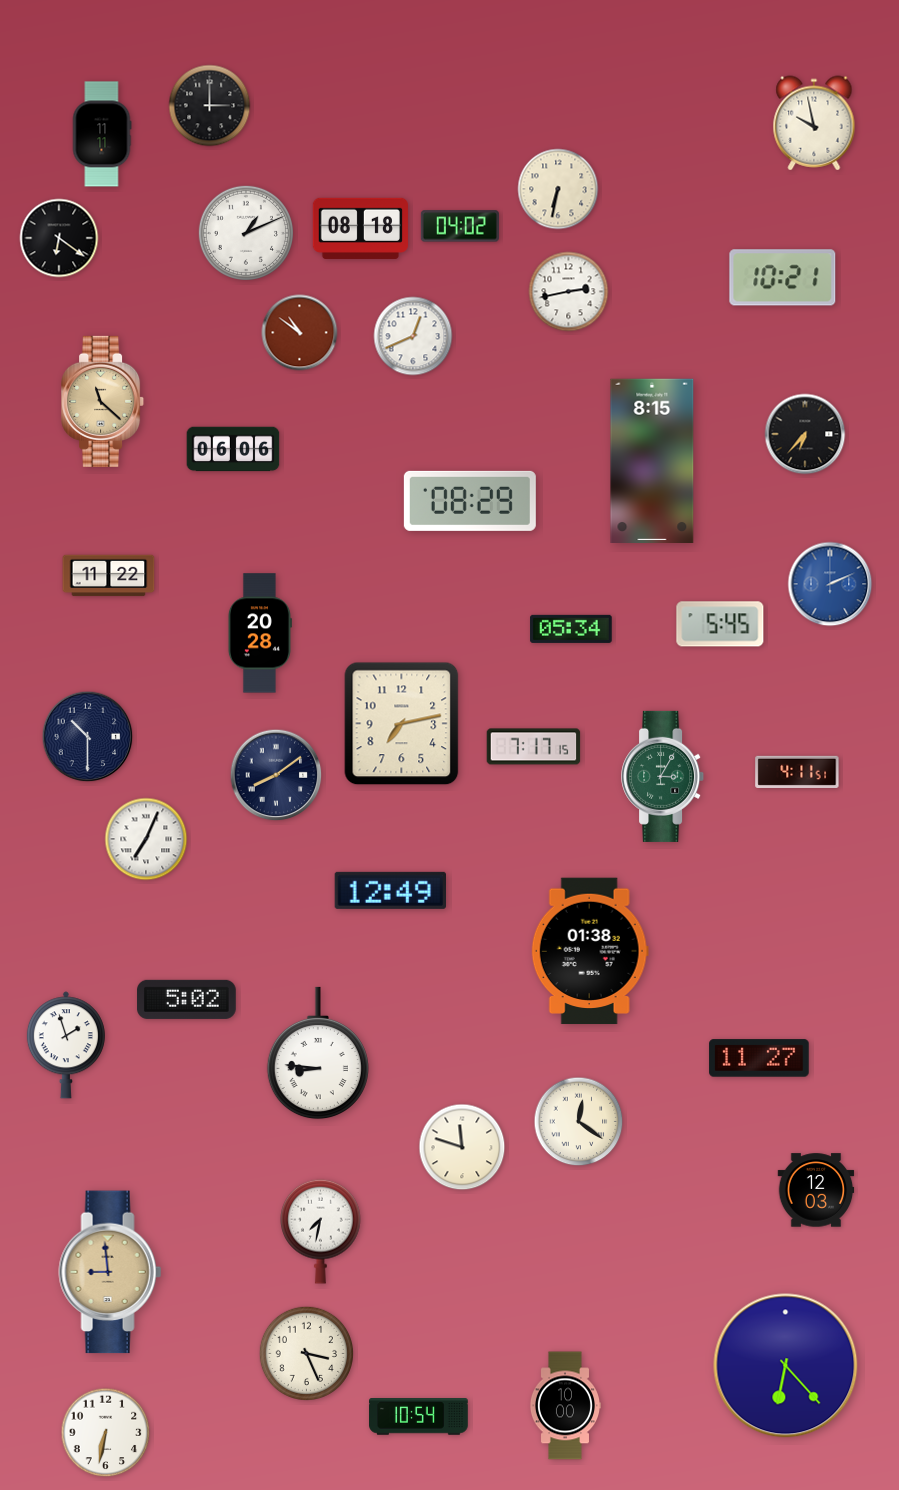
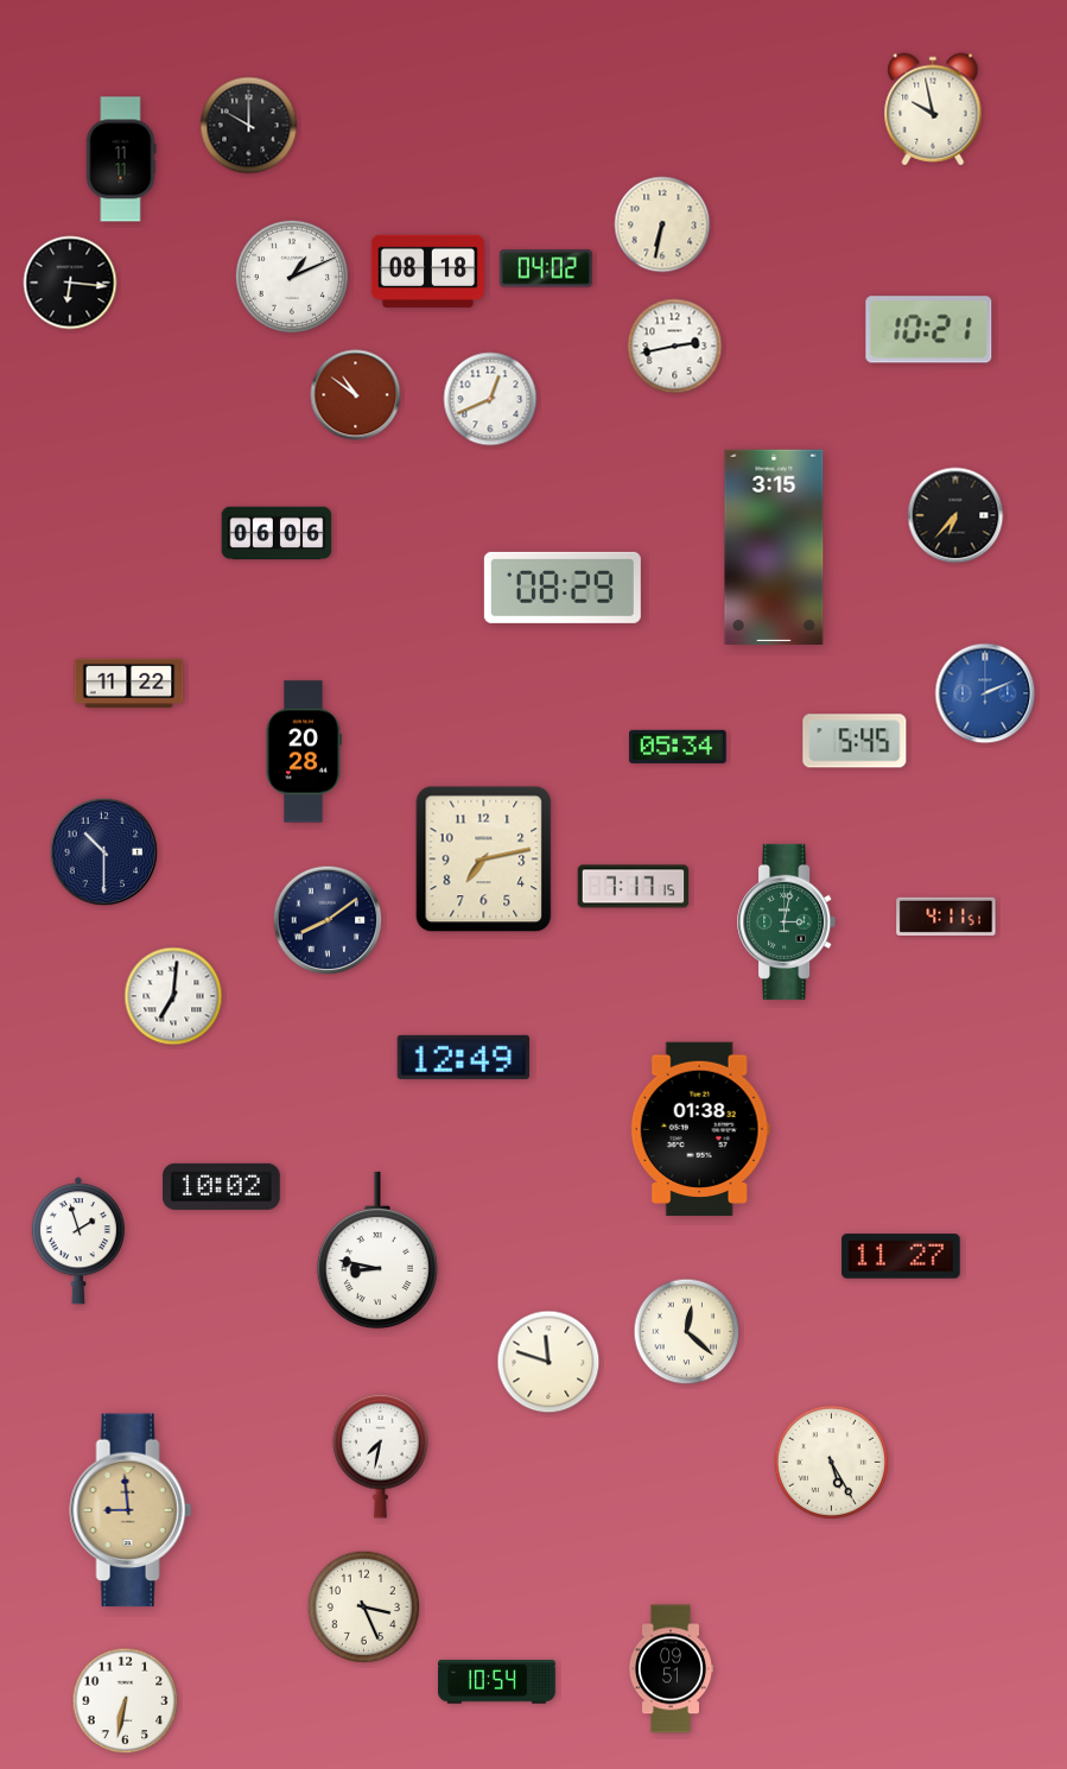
clock at (210, 106): 3:00 -> 10:00
clock at (814, 123) position: (814, 123) -> (933, 109)
clock at (59, 238): 6:21 -> 6:16
clock at (103, 401): 11:22 -> none
clock at (652, 460): 8:15 -> 3:15
clock at (470, 501) position: (470, 501) -> (563, 588)
clock at (259, 633) position: (259, 633) -> (303, 752)
clock at (402, 724) position: (402, 724) -> (484, 860)
clock at (88, 737) position: (88, 737) -> (104, 852)
clock at (663, 776): 3:05 -> 3:02
clock at (146, 839): 7:04 -> 7:01
clock at (187, 999): 5:02 -> 10:02
clock at (318, 1053): 8:46 -> 8:47
clock at (579, 1122): 12:21 -> 12:22
clock at (816, 1190): 12:03 -> none
clock at (321, 1231) position: (321, 1231) -> (381, 1456)
clock at (831, 1462): none -> 5:25
clock at (786, 1366): 6:23 -> none
clock at (564, 1406): 10:00 -> 09:51
